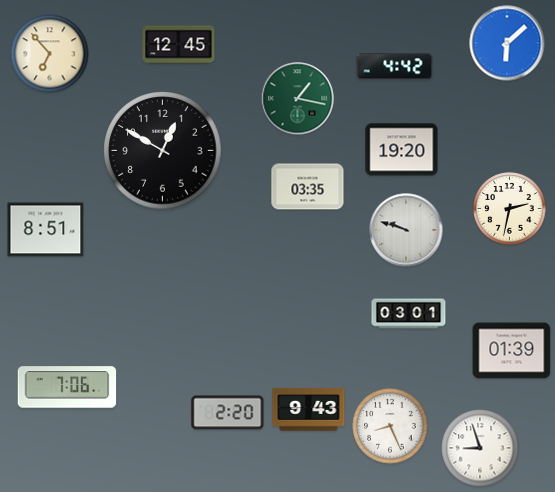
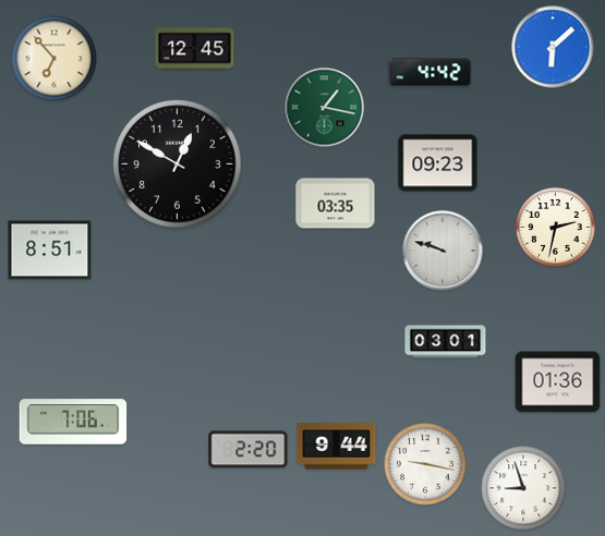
clock at (402, 150): 19:20 -> 09:23
clock at (512, 351): 01:39 -> 01:36
clock at (309, 410): 9:43 -> 9:44
clock at (390, 426): 8:26 -> 9:17
